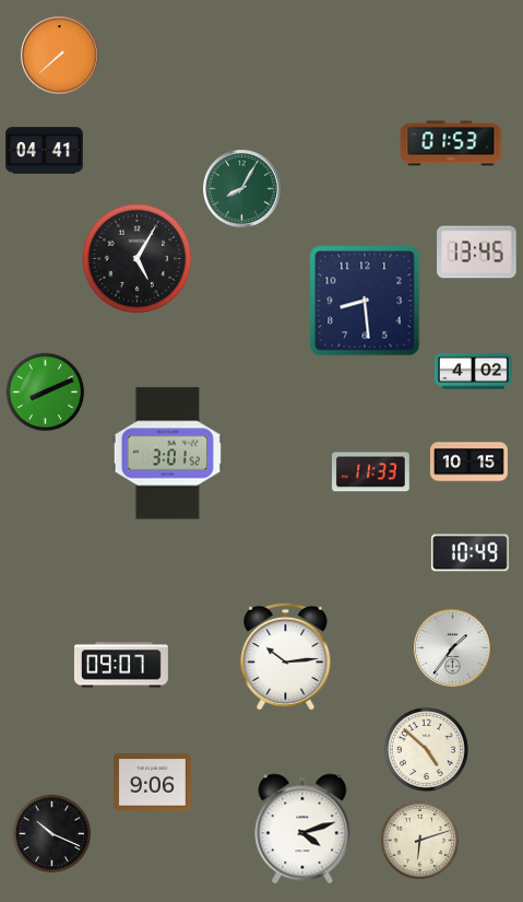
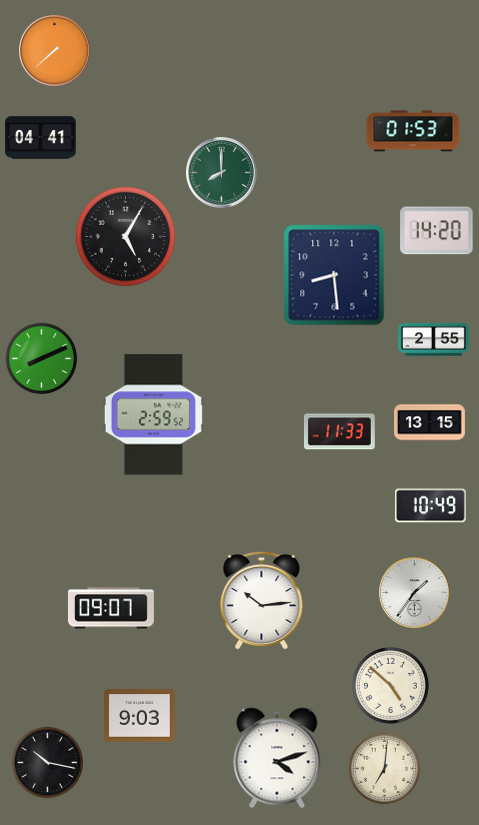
clock at (242, 189): 8:05 -> 8:00
clock at (477, 253): 13:45 -> 14:20
clock at (474, 372): 4:02 -> 2:55
clock at (167, 454): 3:01 -> 2:59
clock at (469, 462): 10:15 -> 13:15
clock at (153, 783): 9:06 -> 9:03
clock at (52, 834): 10:19 -> 10:17
clock at (420, 841): 6:12 -> 7:01
